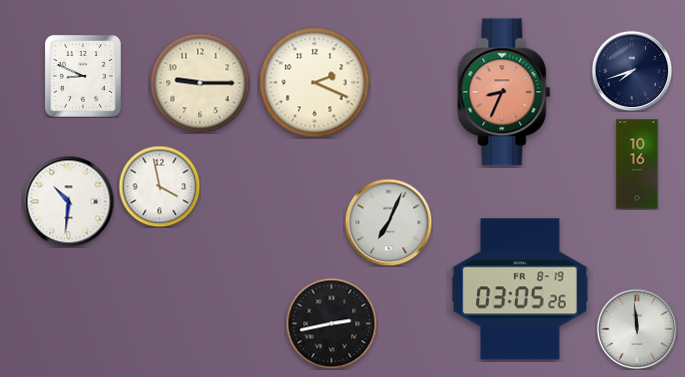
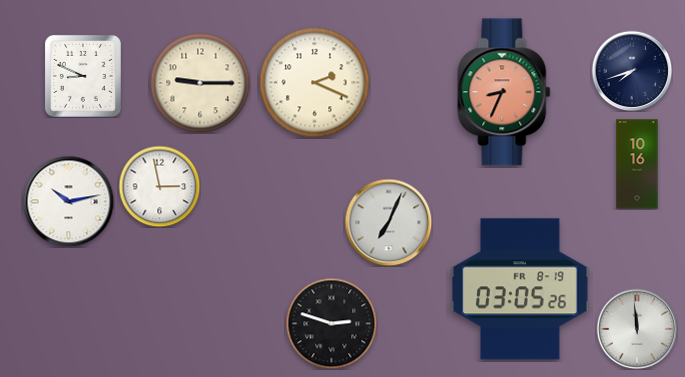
clock at (159, 186): 3:58 -> 2:58
clock at (68, 201): 10:31 -> 10:13
clock at (331, 323): 2:43 -> 2:48
